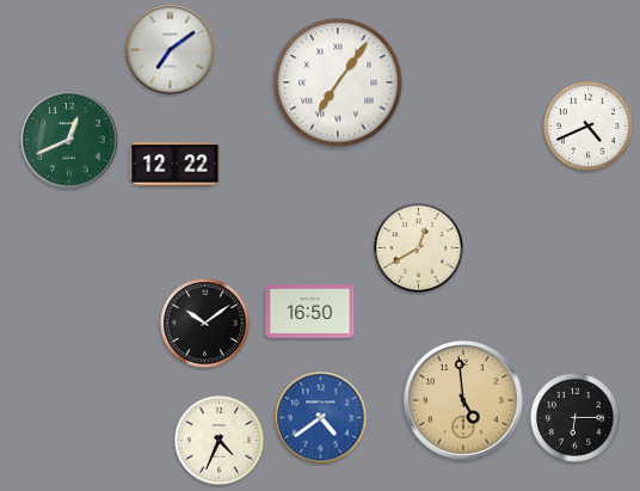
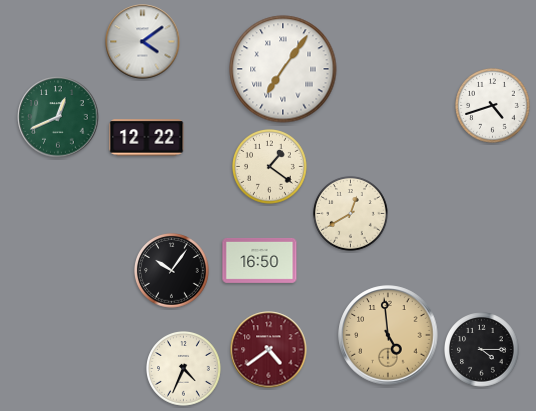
clock at (171, 50): 7:09 -> 4:09
clock at (589, 127): 4:41 -> 4:42
clock at (270, 167): none -> 1:21
clock at (419, 248) position: (419, 248) -> (351, 214)
clock at (205, 324): 10:09 -> 10:06
clock at (321, 418) dial: blue -> burgundy
clock at (576, 418): 6:15 -> 4:15
